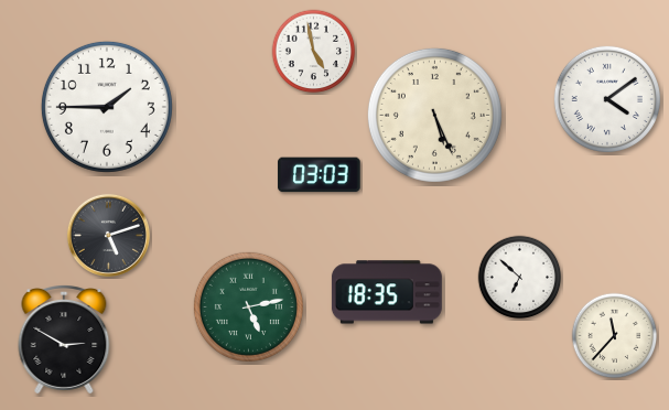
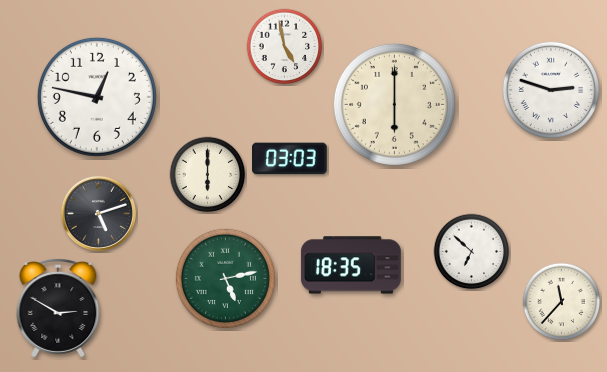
clock at (607, 99): 4:09 -> 2:48
clock at (107, 107): 1:45 -> 12:47
clock at (434, 115): 5:26 -> 6:00
clock at (208, 175): none -> 6:00
clock at (615, 336) position: (615, 336) -> (562, 302)
